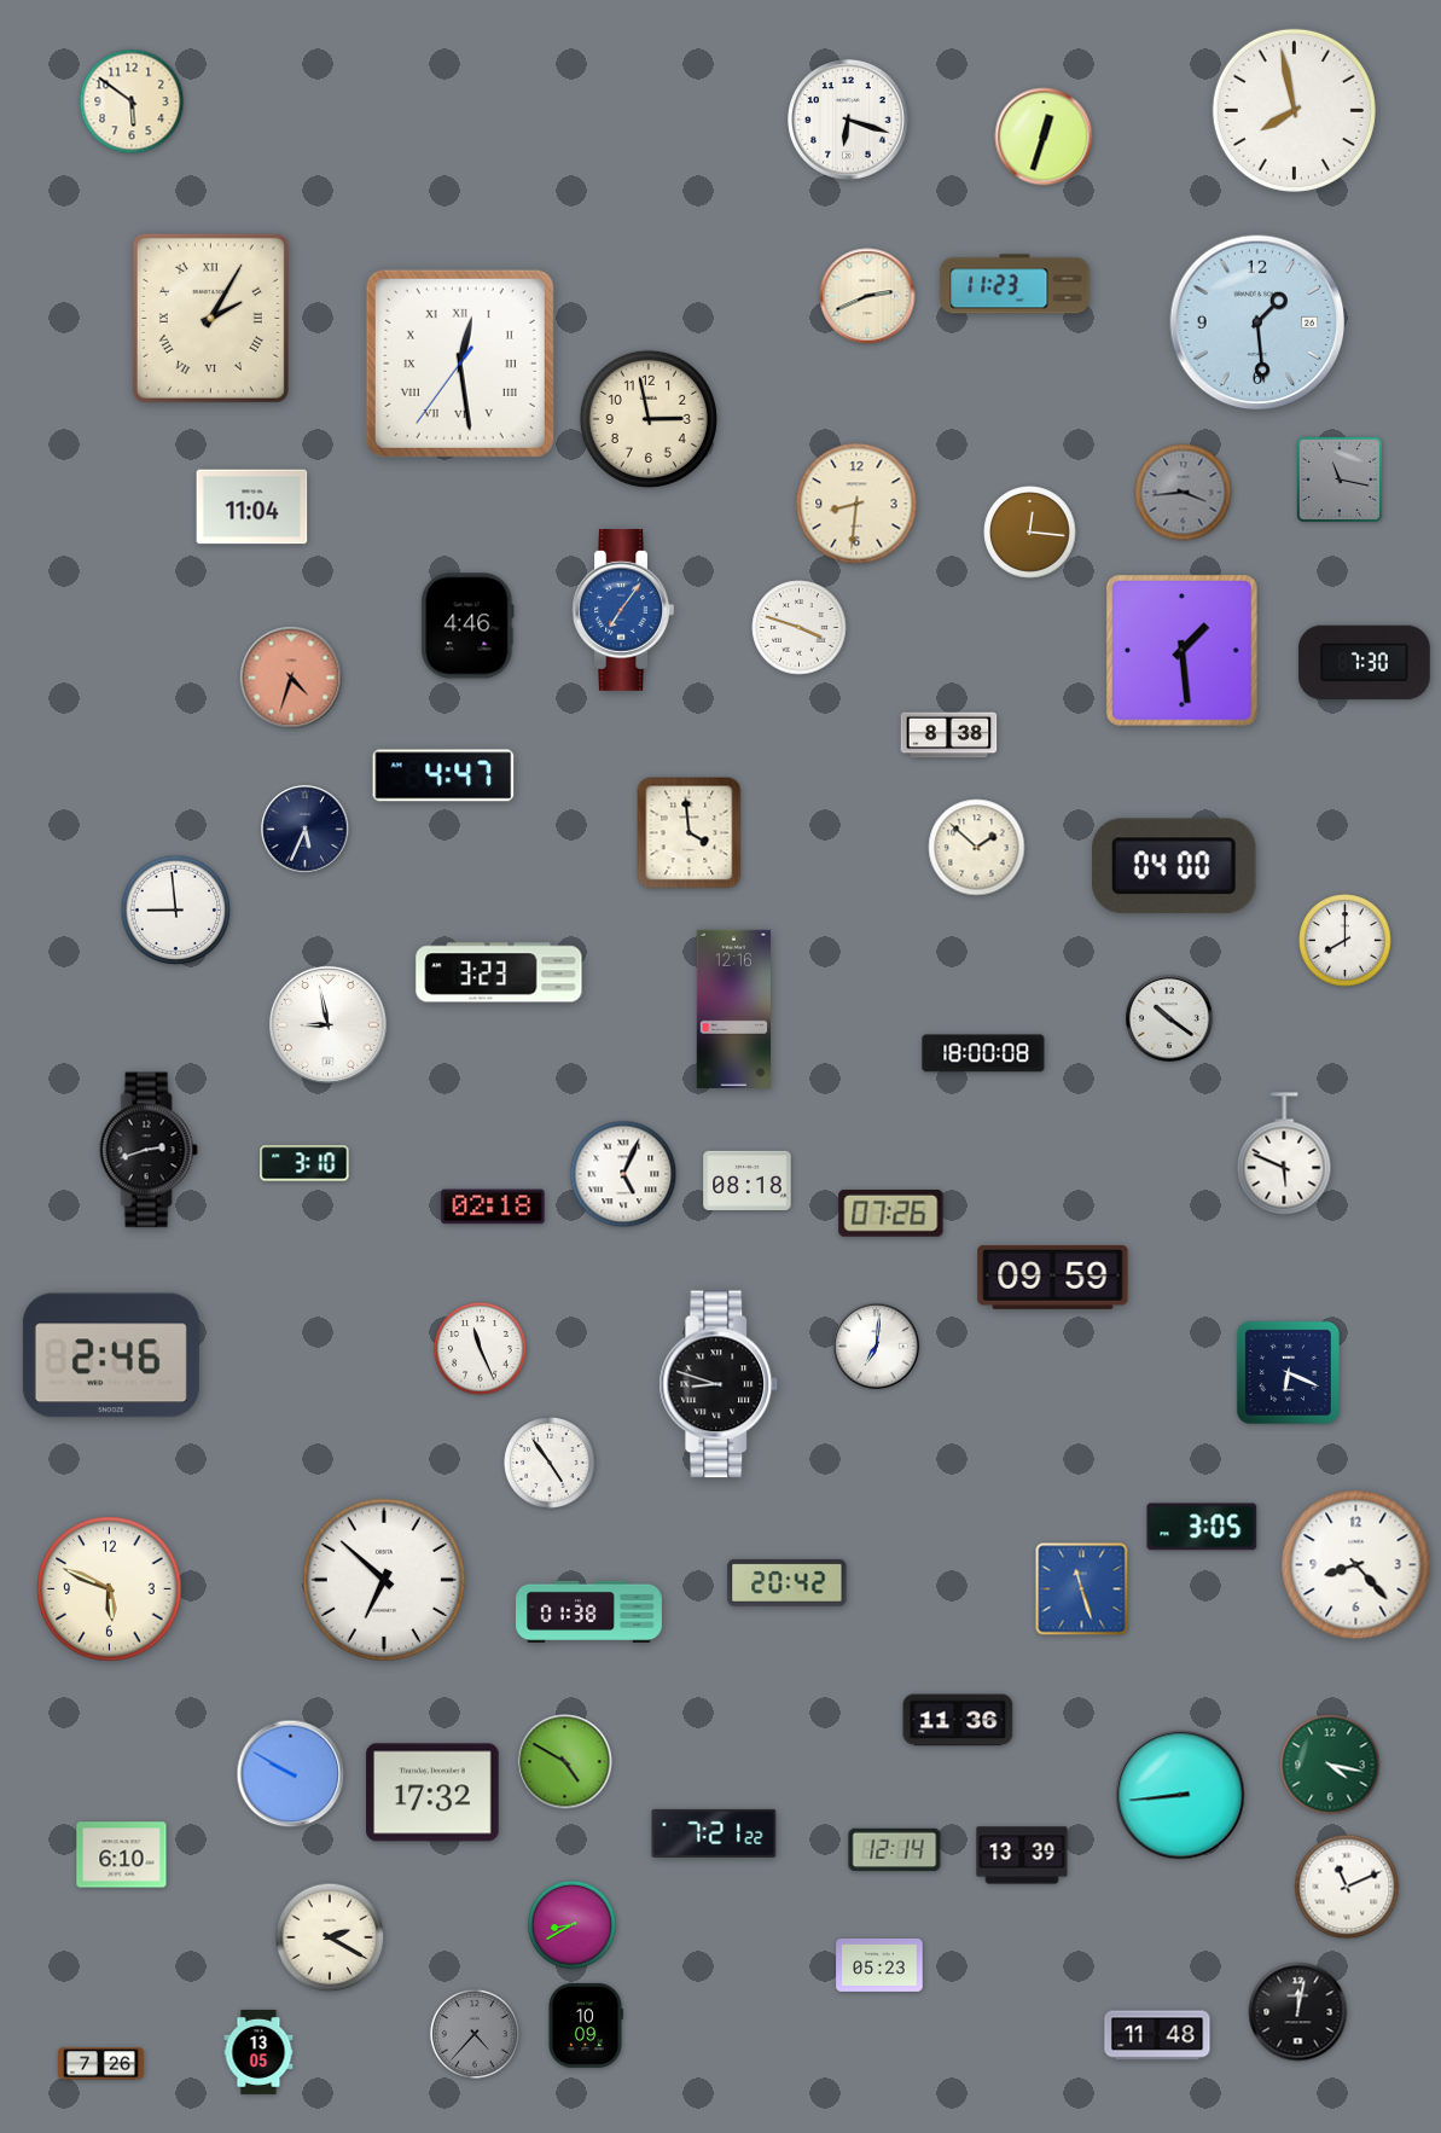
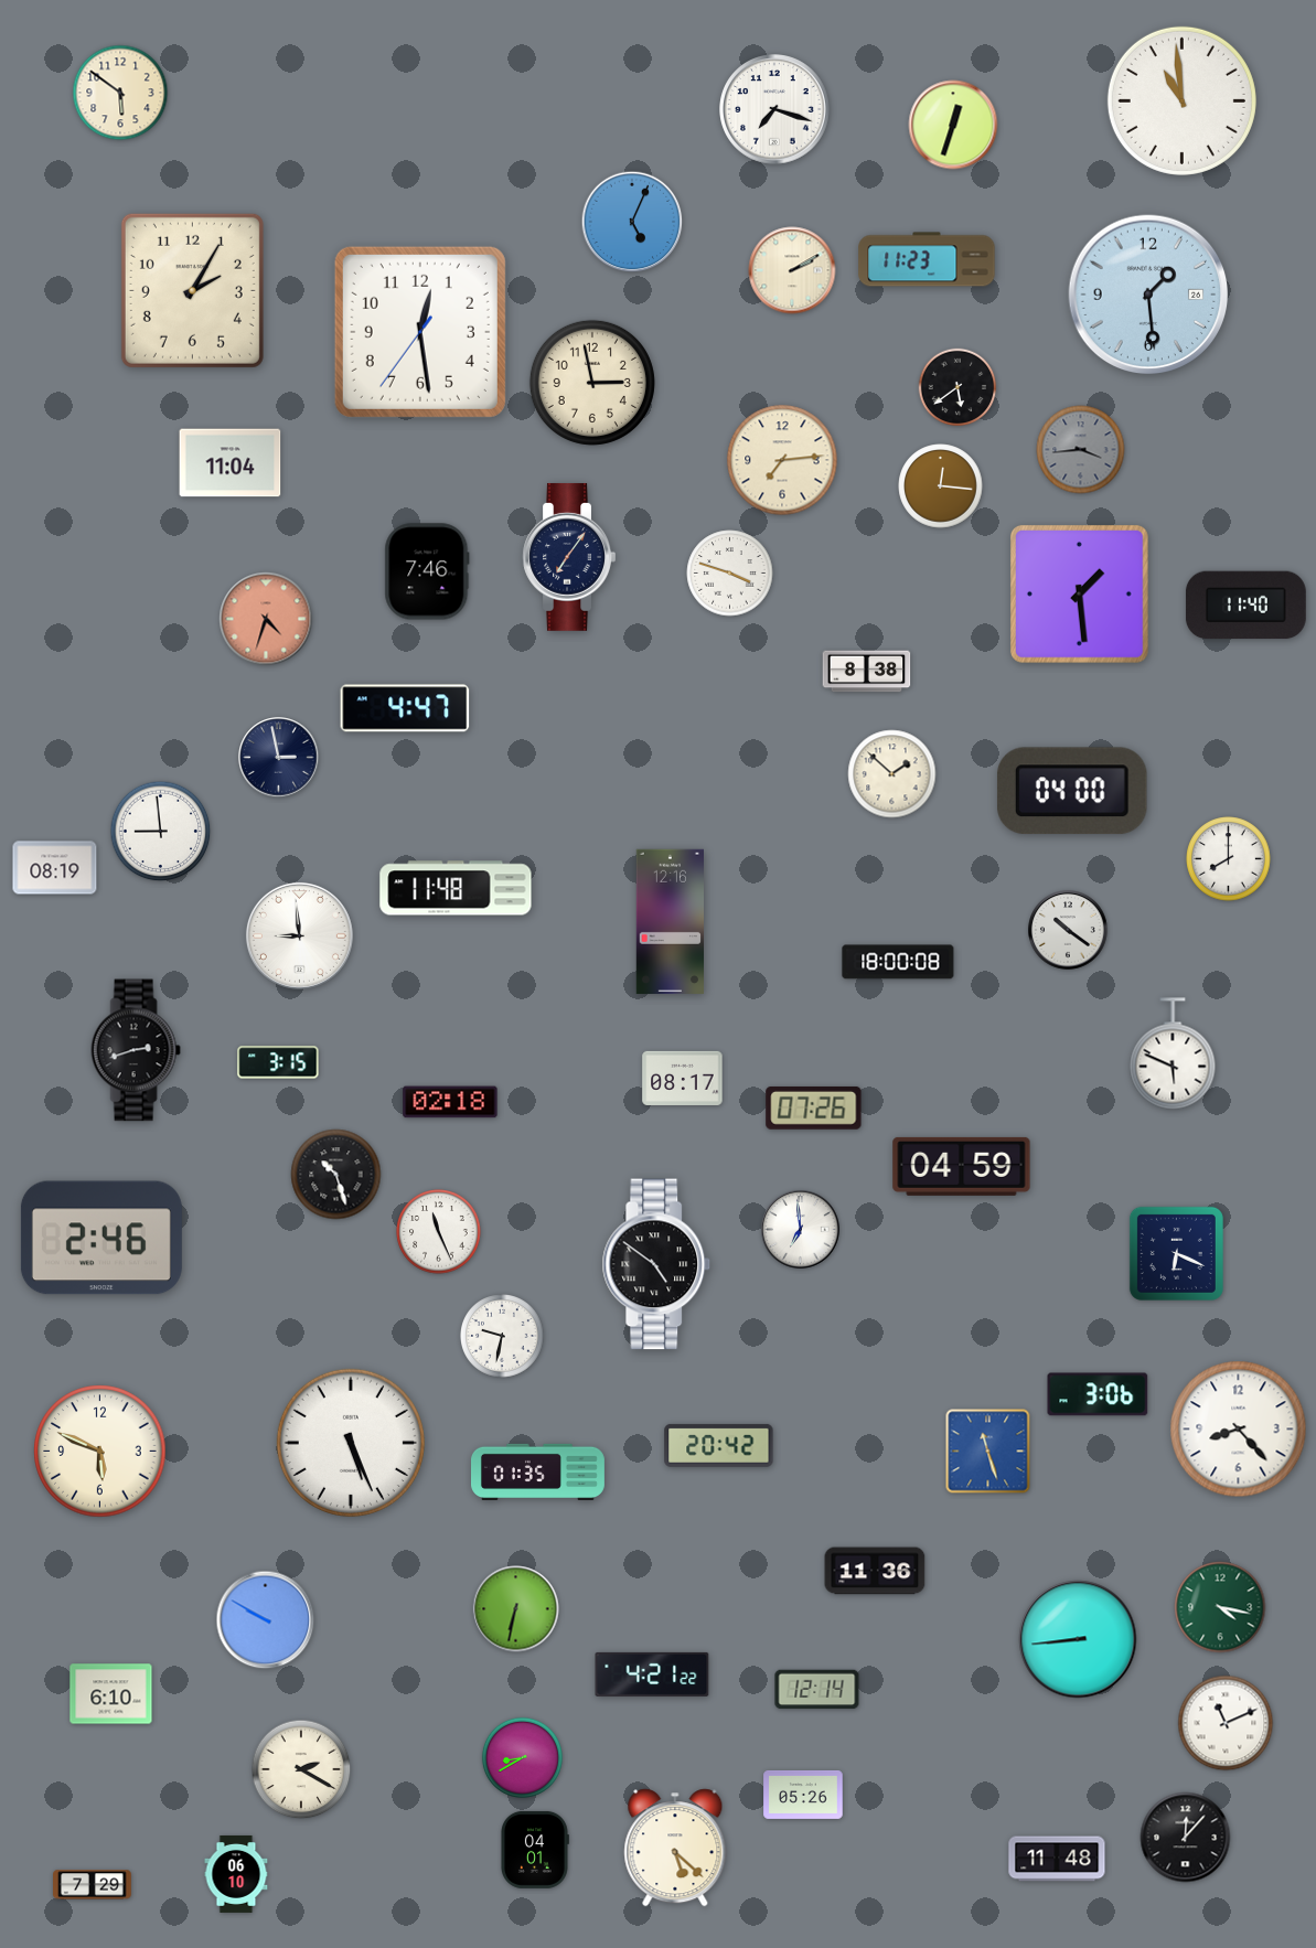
clock at (1294, 110): 7:58 -> 10:59
clock at (848, 120): 6:18 -> 7:18
clock at (632, 222): none -> 5:04
clock at (867, 296): 2:41 -> 2:10
clock at (210, 318) numerals: Roman -> Arabic
clock at (460, 364) numerals: Roman -> Arabic
clock at (957, 387): none -> 5:39
clock at (1338, 478): 11:17 -> none
clock at (856, 504): 8:31 -> 7:14
clock at (623, 610) dial: blue -> navy
clock at (467, 626): 4:46 -> 7:46
clock at (1364, 663): 7:30 -> 11:40
clock at (306, 830): 5:34 -> 2:58
clock at (690, 833): 3:59 -> none
clock at (55, 868): none -> 08:19
clock at (499, 972): 3:23 -> 11:48
clock at (327, 1024): 8:58 -> 8:59
clock at (304, 1163): 3:10 -> 3:15
clock at (623, 1174): 5:04 -> none
clock at (748, 1180): 08:18 -> 08:17
clock at (1053, 1277): 09:59 -> 04:59
clock at (336, 1175): none -> 10:27
clock at (877, 1347): 7:01 -> 6:59
clock at (719, 1384): 8:48 -> 4:51
clock at (550, 1463): 4:54 -> 9:32
clock at (1202, 1527): 3:05 -> 3:06
clock at (384, 1580): 6:52 -> 5:26
clock at (589, 1612): 01:38 -> 01:35
clock at (565, 1762): 4:50 -> 6:32
clock at (1330, 1765) position: (1330, 1765) -> (1220, 1607)
clock at (432, 1792): 17:32 -> none
clock at (714, 1833): 7:21 -> 4:21
clock at (1022, 1855): 13:39 -> none
clock at (1347, 1887) position: (1347, 1887) -> (1226, 1723)
clock at (879, 1965): 05:23 -> 05:26
clock at (1298, 2012): 12:02 -> 12:07
clock at (675, 1848): none -> 5:22
clock at (585, 2026): 10:09 -> 04:01
clock at (475, 2034): 4:37 -> none
clock at (258, 2052): 13:05 -> 06:10
clock at (101, 2064): 7:26 -> 7:29
